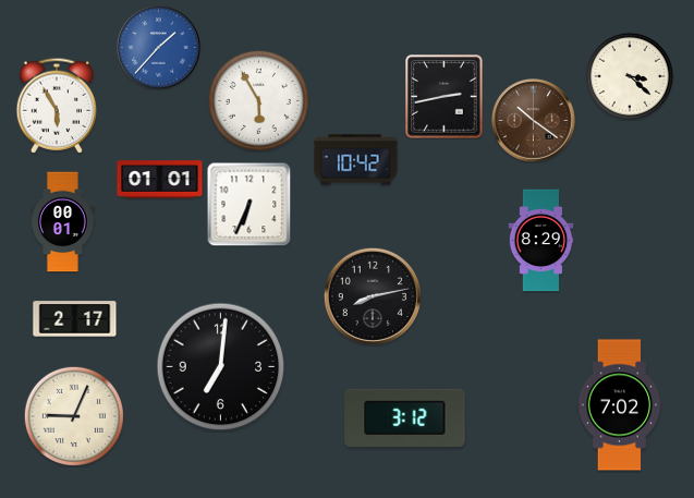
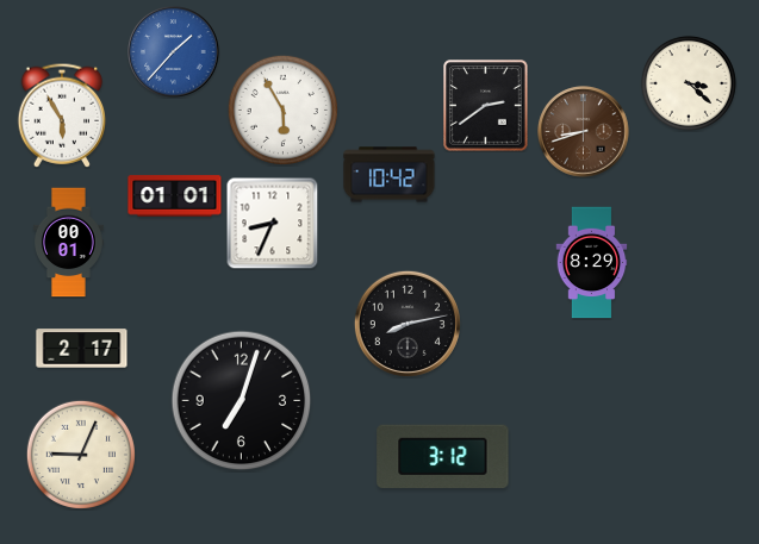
clock at (445, 97): 2:43 -> 2:39
clock at (534, 121): 10:21 -> 8:42
clock at (248, 204): 6:34 -> 8:34
clock at (221, 367): 7:01 -> 7:03
clock at (620, 405): 7:02 -> none
